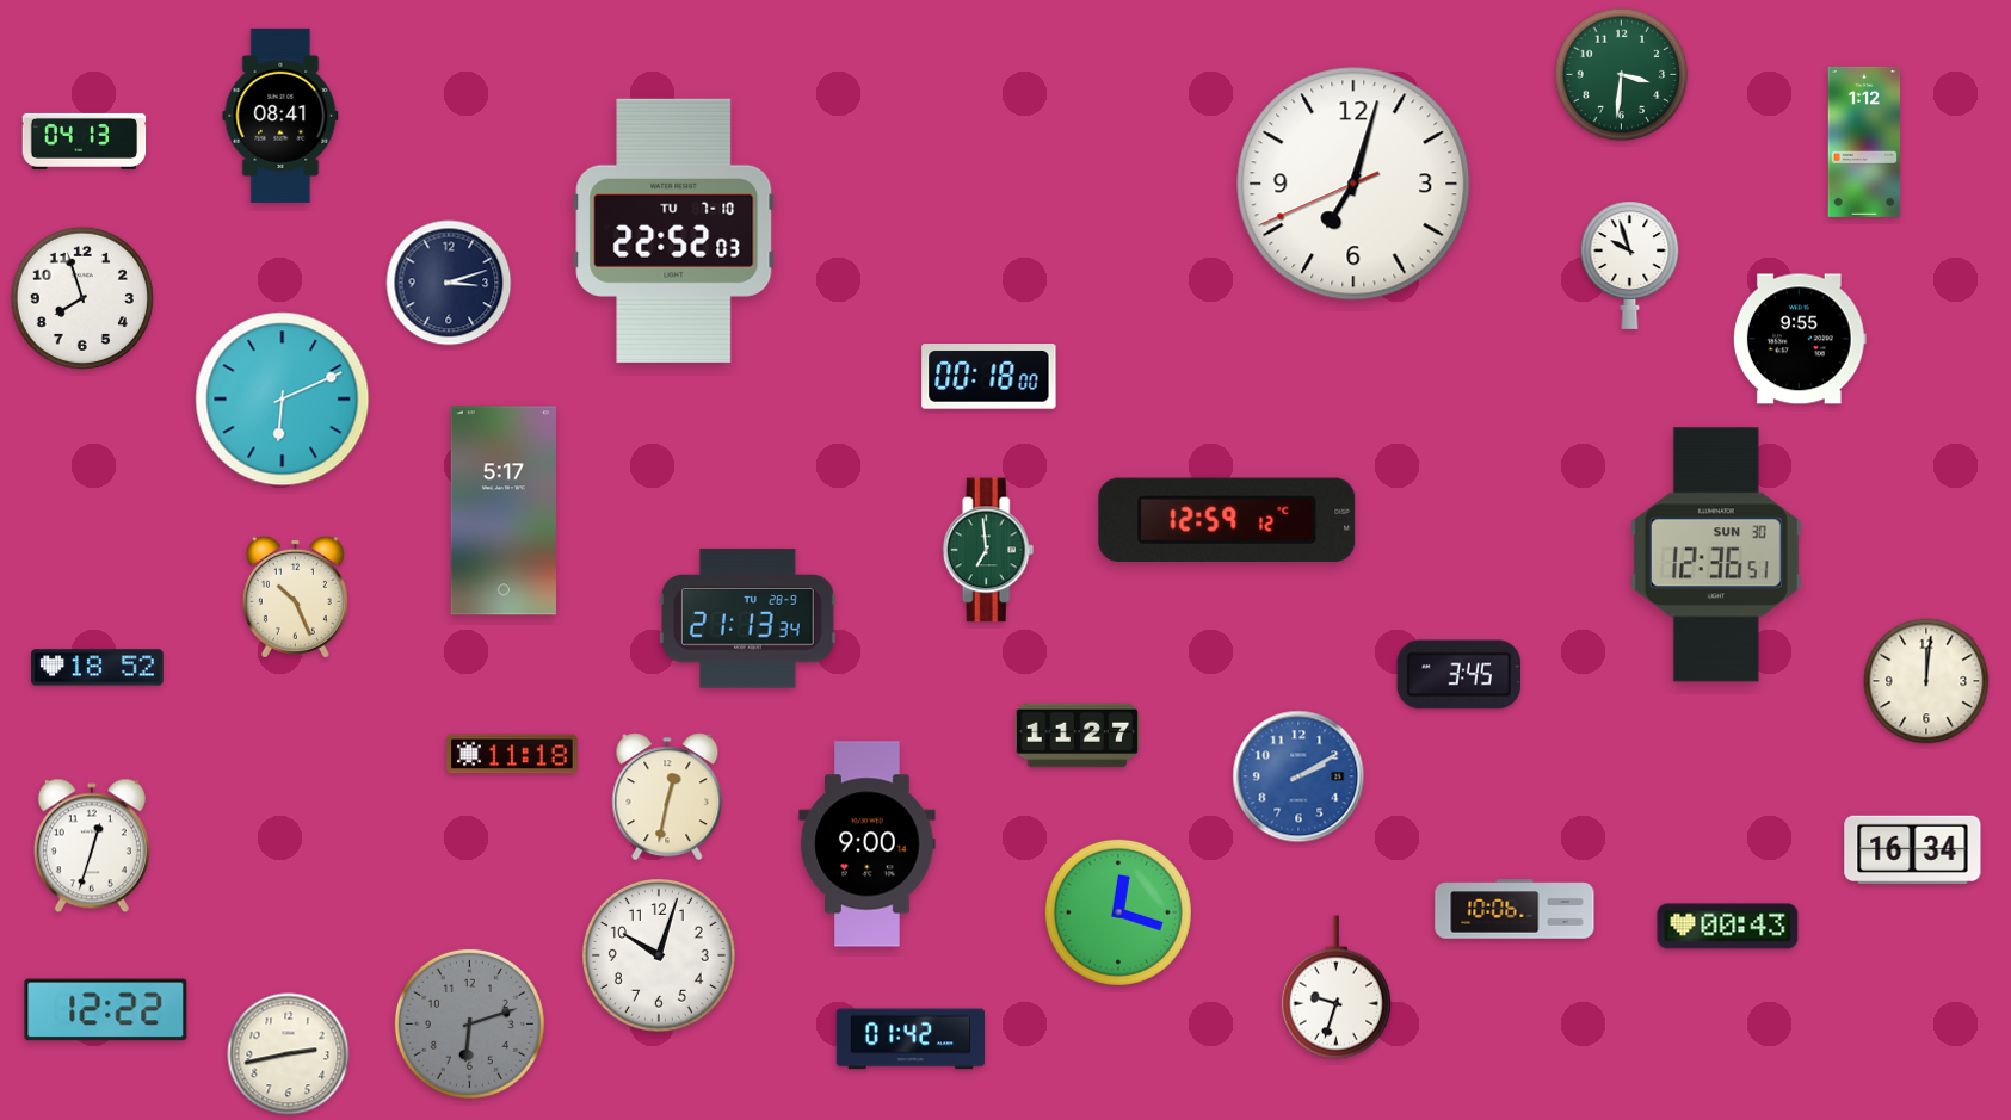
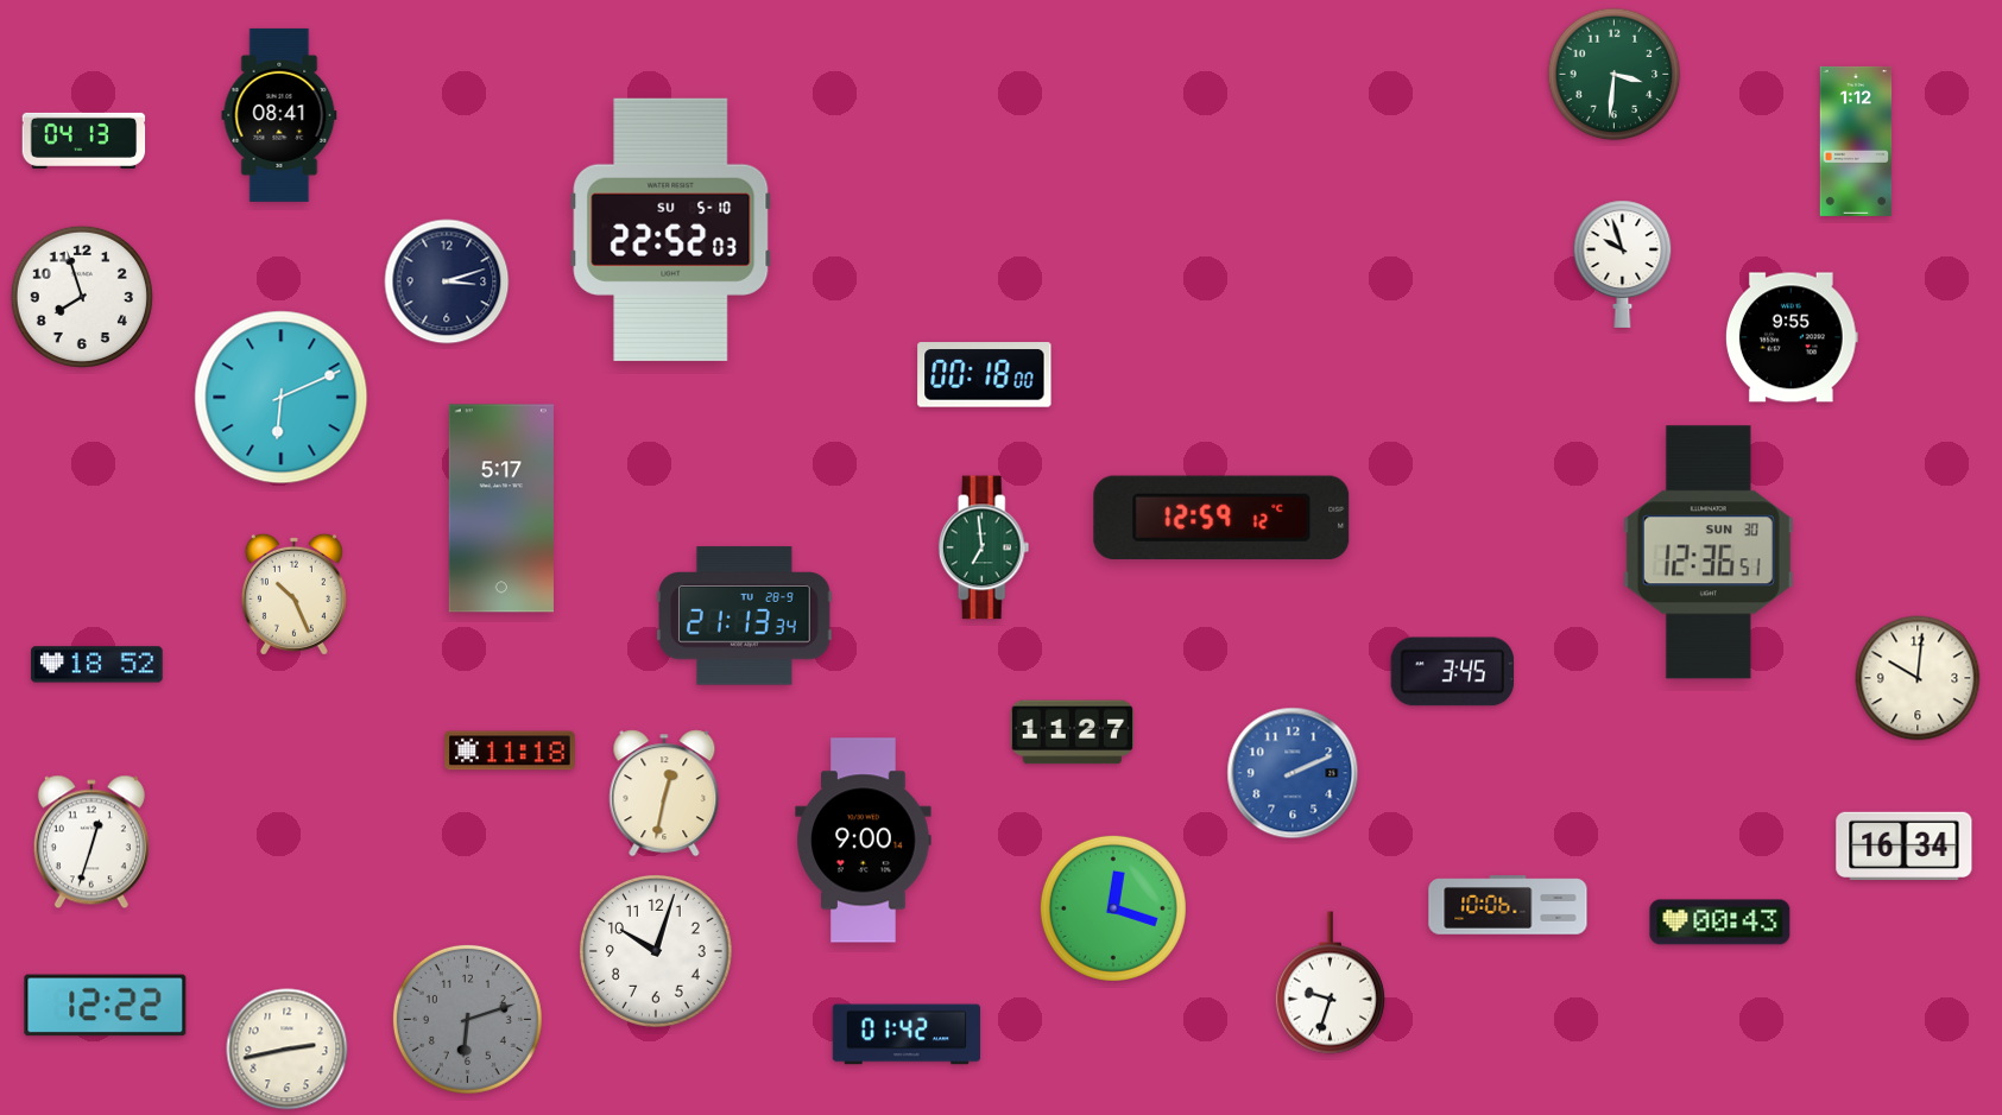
clock at (1353, 184): 7:02 -> none
clock at (674, 230) date: TU 7-10 -> SU 5-10
clock at (1926, 681): 12:01 -> 10:01
clock at (1298, 776): 2:10 -> 2:11
